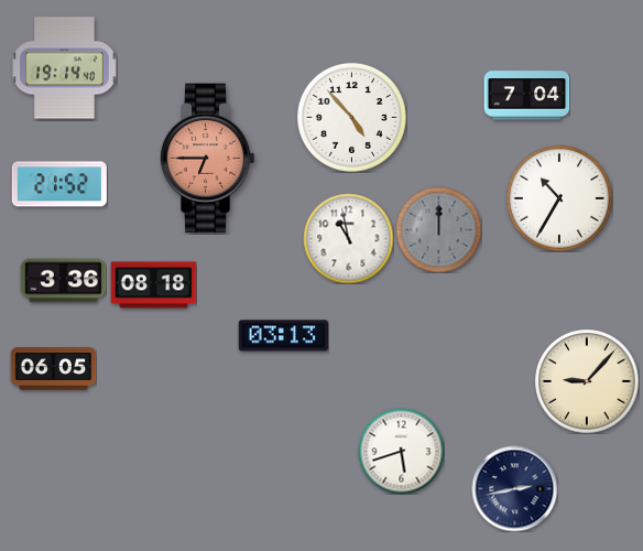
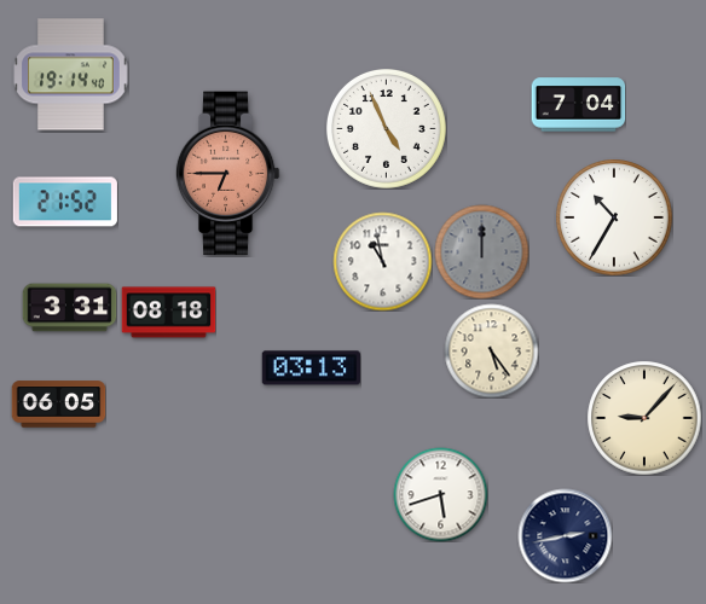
clock at (352, 118): 4:53 -> 4:56
clock at (63, 281): 3:36 -> 3:31
clock at (491, 350): none -> 5:24
